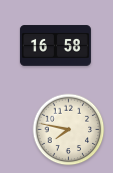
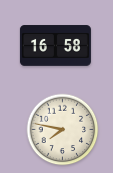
clock at (69, 130) position: (69, 130) -> (63, 130)
